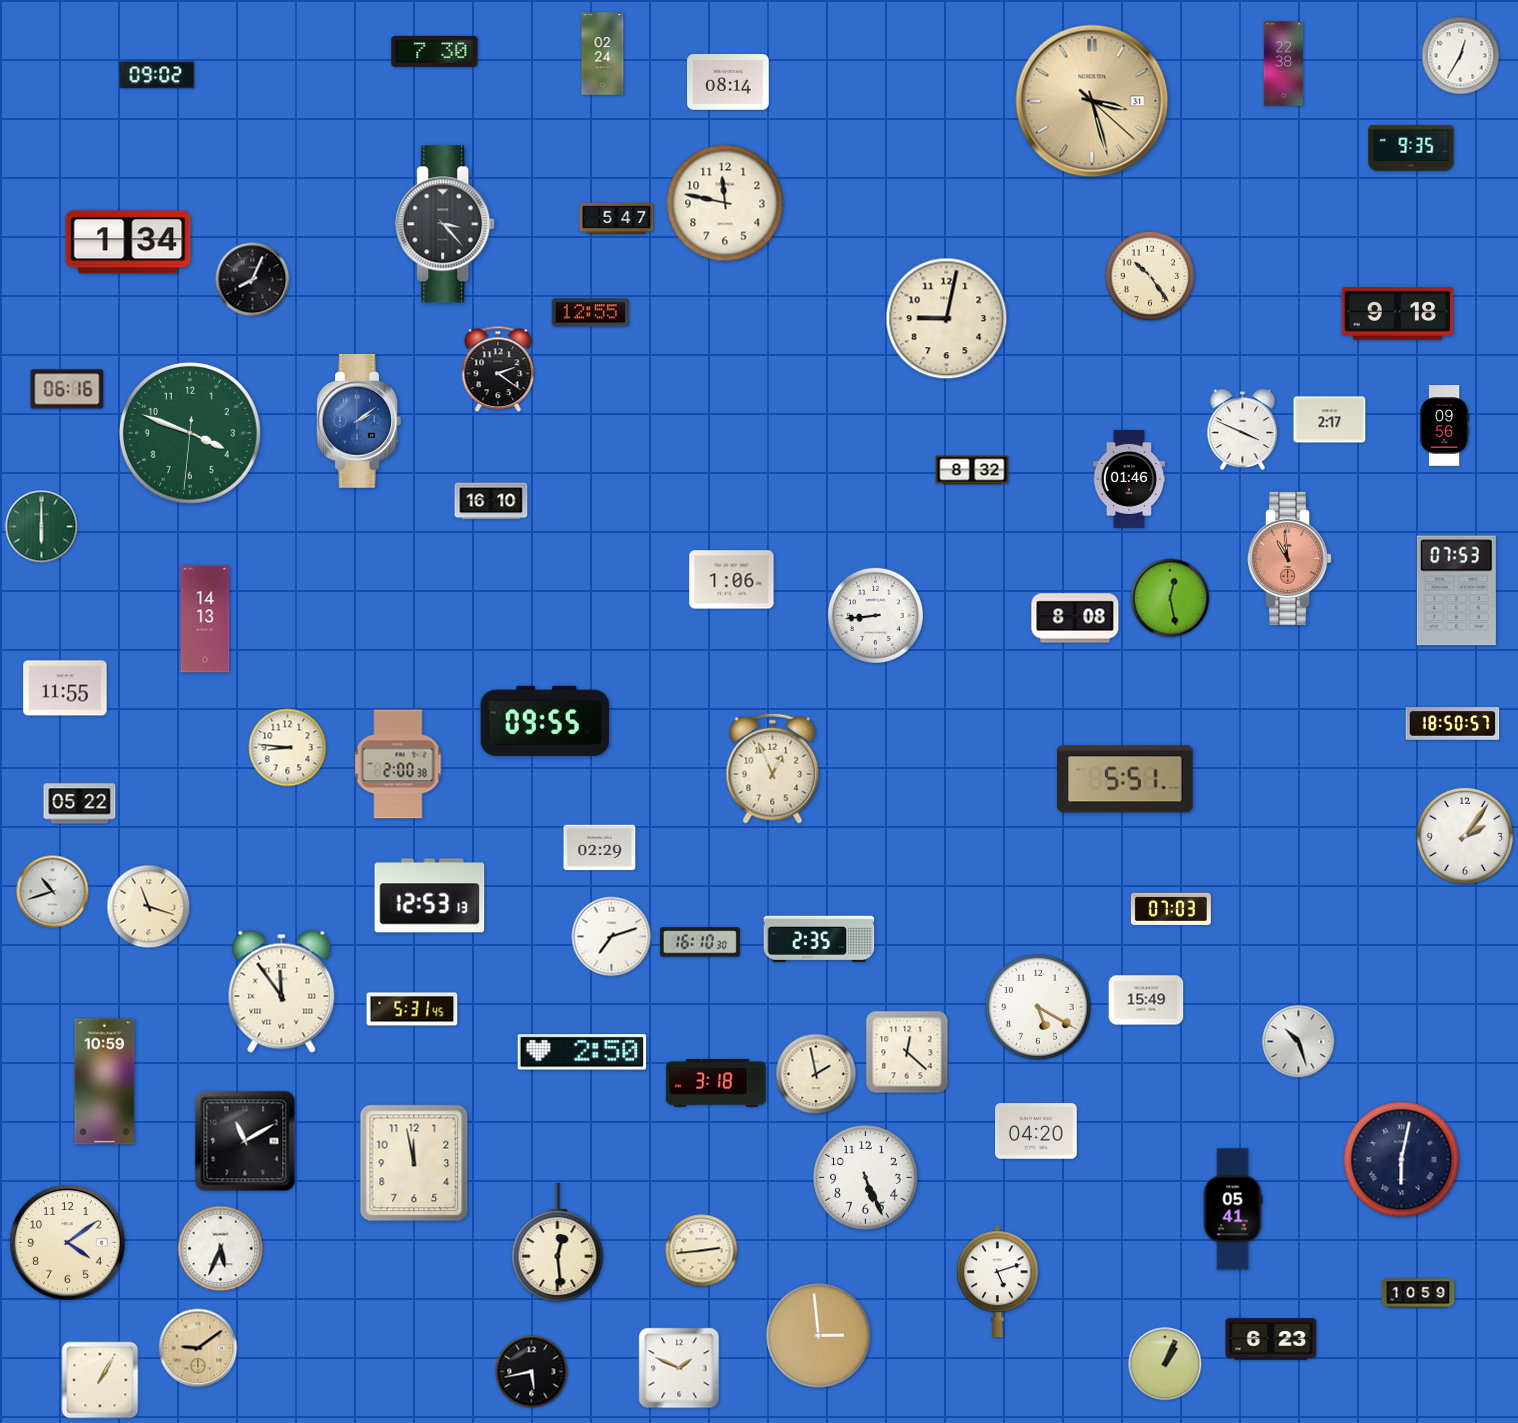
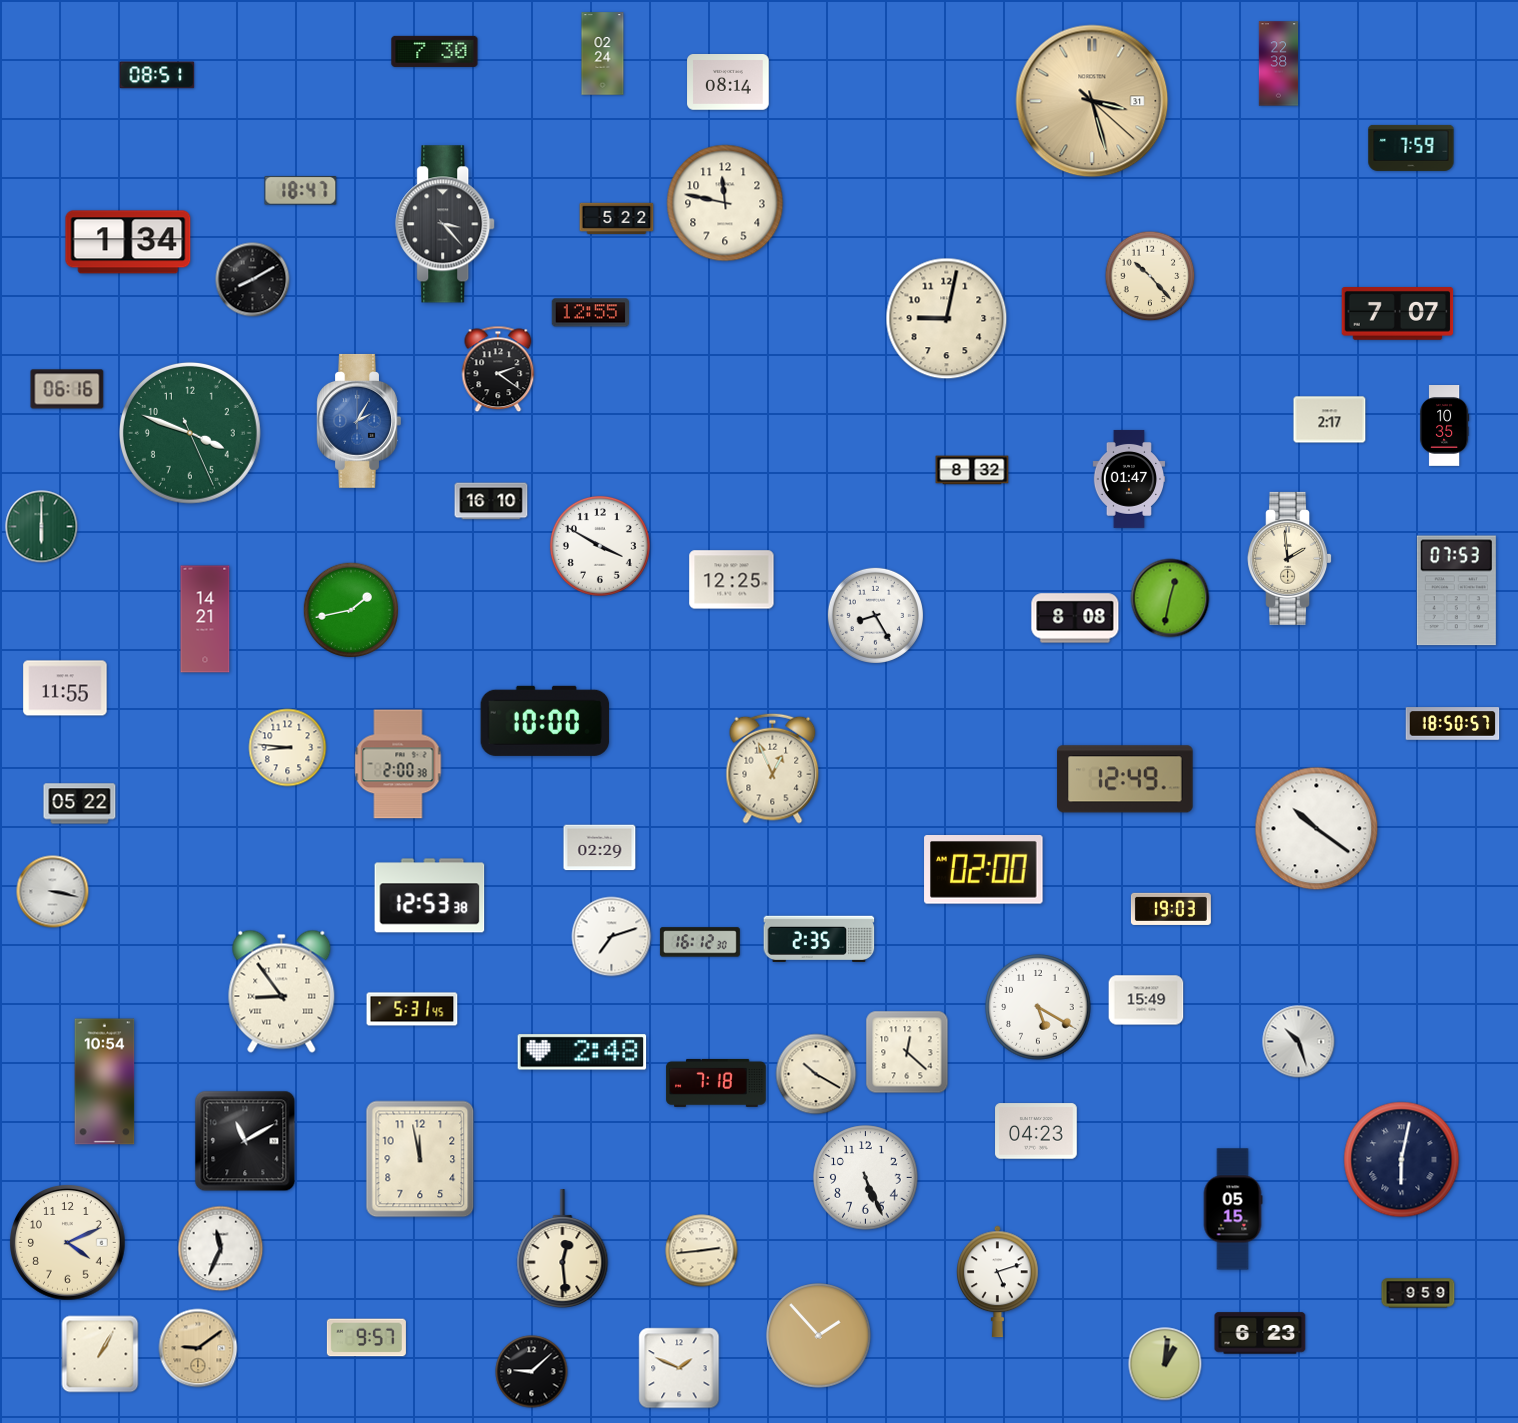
clock at (1461, 56): 12:35 -> none
clock at (1284, 64) position: (1284, 64) -> (1279, 64)
clock at (157, 75): 09:02 -> 08:51
clock at (1411, 148): 9:35 -> 7:59
clock at (301, 191): none -> 18:47
clock at (617, 219): 5:47 -> 5:22
clock at (1150, 276): 10:24 -> 10:23
clock at (253, 280): 8:04 -> 8:10
clock at (1398, 314): 9:18 -> 7:07
clock at (359, 421): 2:09 -> 2:05
clock at (1445, 426): 09:56 -> 10:35
clock at (1243, 430): 3:49 -> none
clock at (190, 433): 3:48:31 -> 3:48:26
clock at (1129, 479): 01:46 -> 01:47
clock at (600, 546): none -> 3:50
clock at (1290, 558): 10:59 -> 1:59
clock at (1290, 558) dial: salmon -> cream
clock at (732, 580): 1:06 -> 12:25
clock at (1170, 598): 12:28 -> 12:32
clock at (351, 610): none -> 1:43
clock at (875, 615): 8:44 -> 8:25
clock at (205, 619): 14:13 -> 14:21
clock at (545, 721): 09:55 -> 10:00
clock at (1125, 779): 5:51 -> 12:49
clock at (1317, 829): none -> 10:21
clock at (1465, 836): 2:06 -> none
clock at (984, 870): none -> 02:00
clock at (53, 892): 10:42 -> 3:17
clock at (430, 896): 12:53:13 -> 12:53:38
clock at (149, 907): 11:18 -> none
clock at (1171, 909): 07:03 -> 19:03
clock at (700, 942): 16:10 -> 16:12
clock at (282, 991): 11:54 -> 8:54
clock at (582, 1052): 2:50 -> 2:48
clock at (816, 1074): 1:58 -> 10:20
clock at (105, 1082): 10:59 -> 10:54
clock at (716, 1083): 3:18 -> 7:18
clock at (1036, 1131): 04:20 -> 04:23
clock at (414, 1163) position: (414, 1163) -> (420, 1159)
clock at (1233, 1209): 05:41 -> 05:15
clock at (68, 1243): 4:09 -> 4:11
clock at (558, 1243) position: (558, 1243) -> (563, 1249)
clock at (221, 1249): 5:34 -> 11:34
clock at (1418, 1293): 10:59 -> 9:59
clock at (819, 1336): 2:59 -> 1:53
clock at (366, 1338): none -> 9:57
clock at (1271, 1339) position: (1271, 1339) -> (1260, 1333)
clock at (1165, 1364): 1:04 -> 1:01
clock at (532, 1372): 5:43 -> 9:08
clock at (100, 1380) position: (100, 1380) -> (100, 1354)
